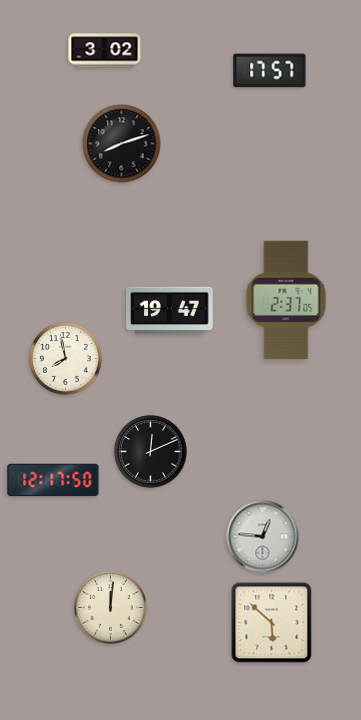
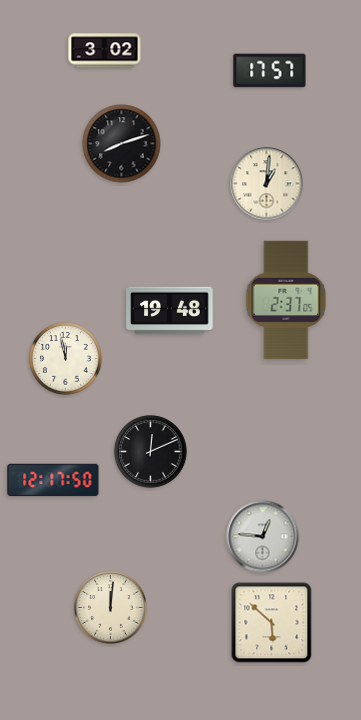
clock at (267, 184): none -> 1:01
clock at (170, 311): 19:47 -> 19:48
clock at (66, 359): 7:58 -> 11:58
